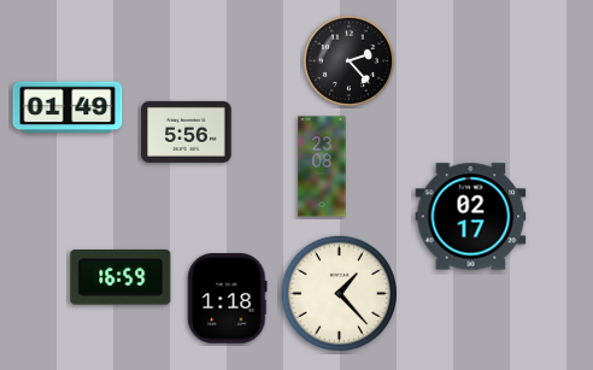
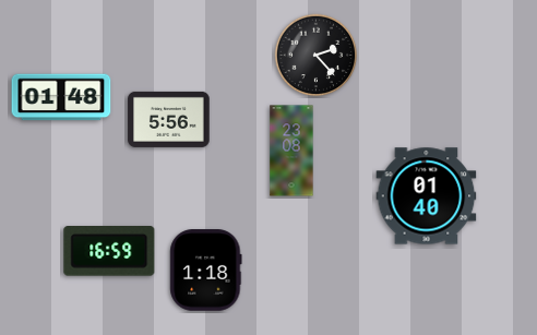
clock at (67, 107): 01:49 -> 01:48
clock at (471, 217): 02:17 -> 01:40
clock at (339, 293): 1:23 -> none
